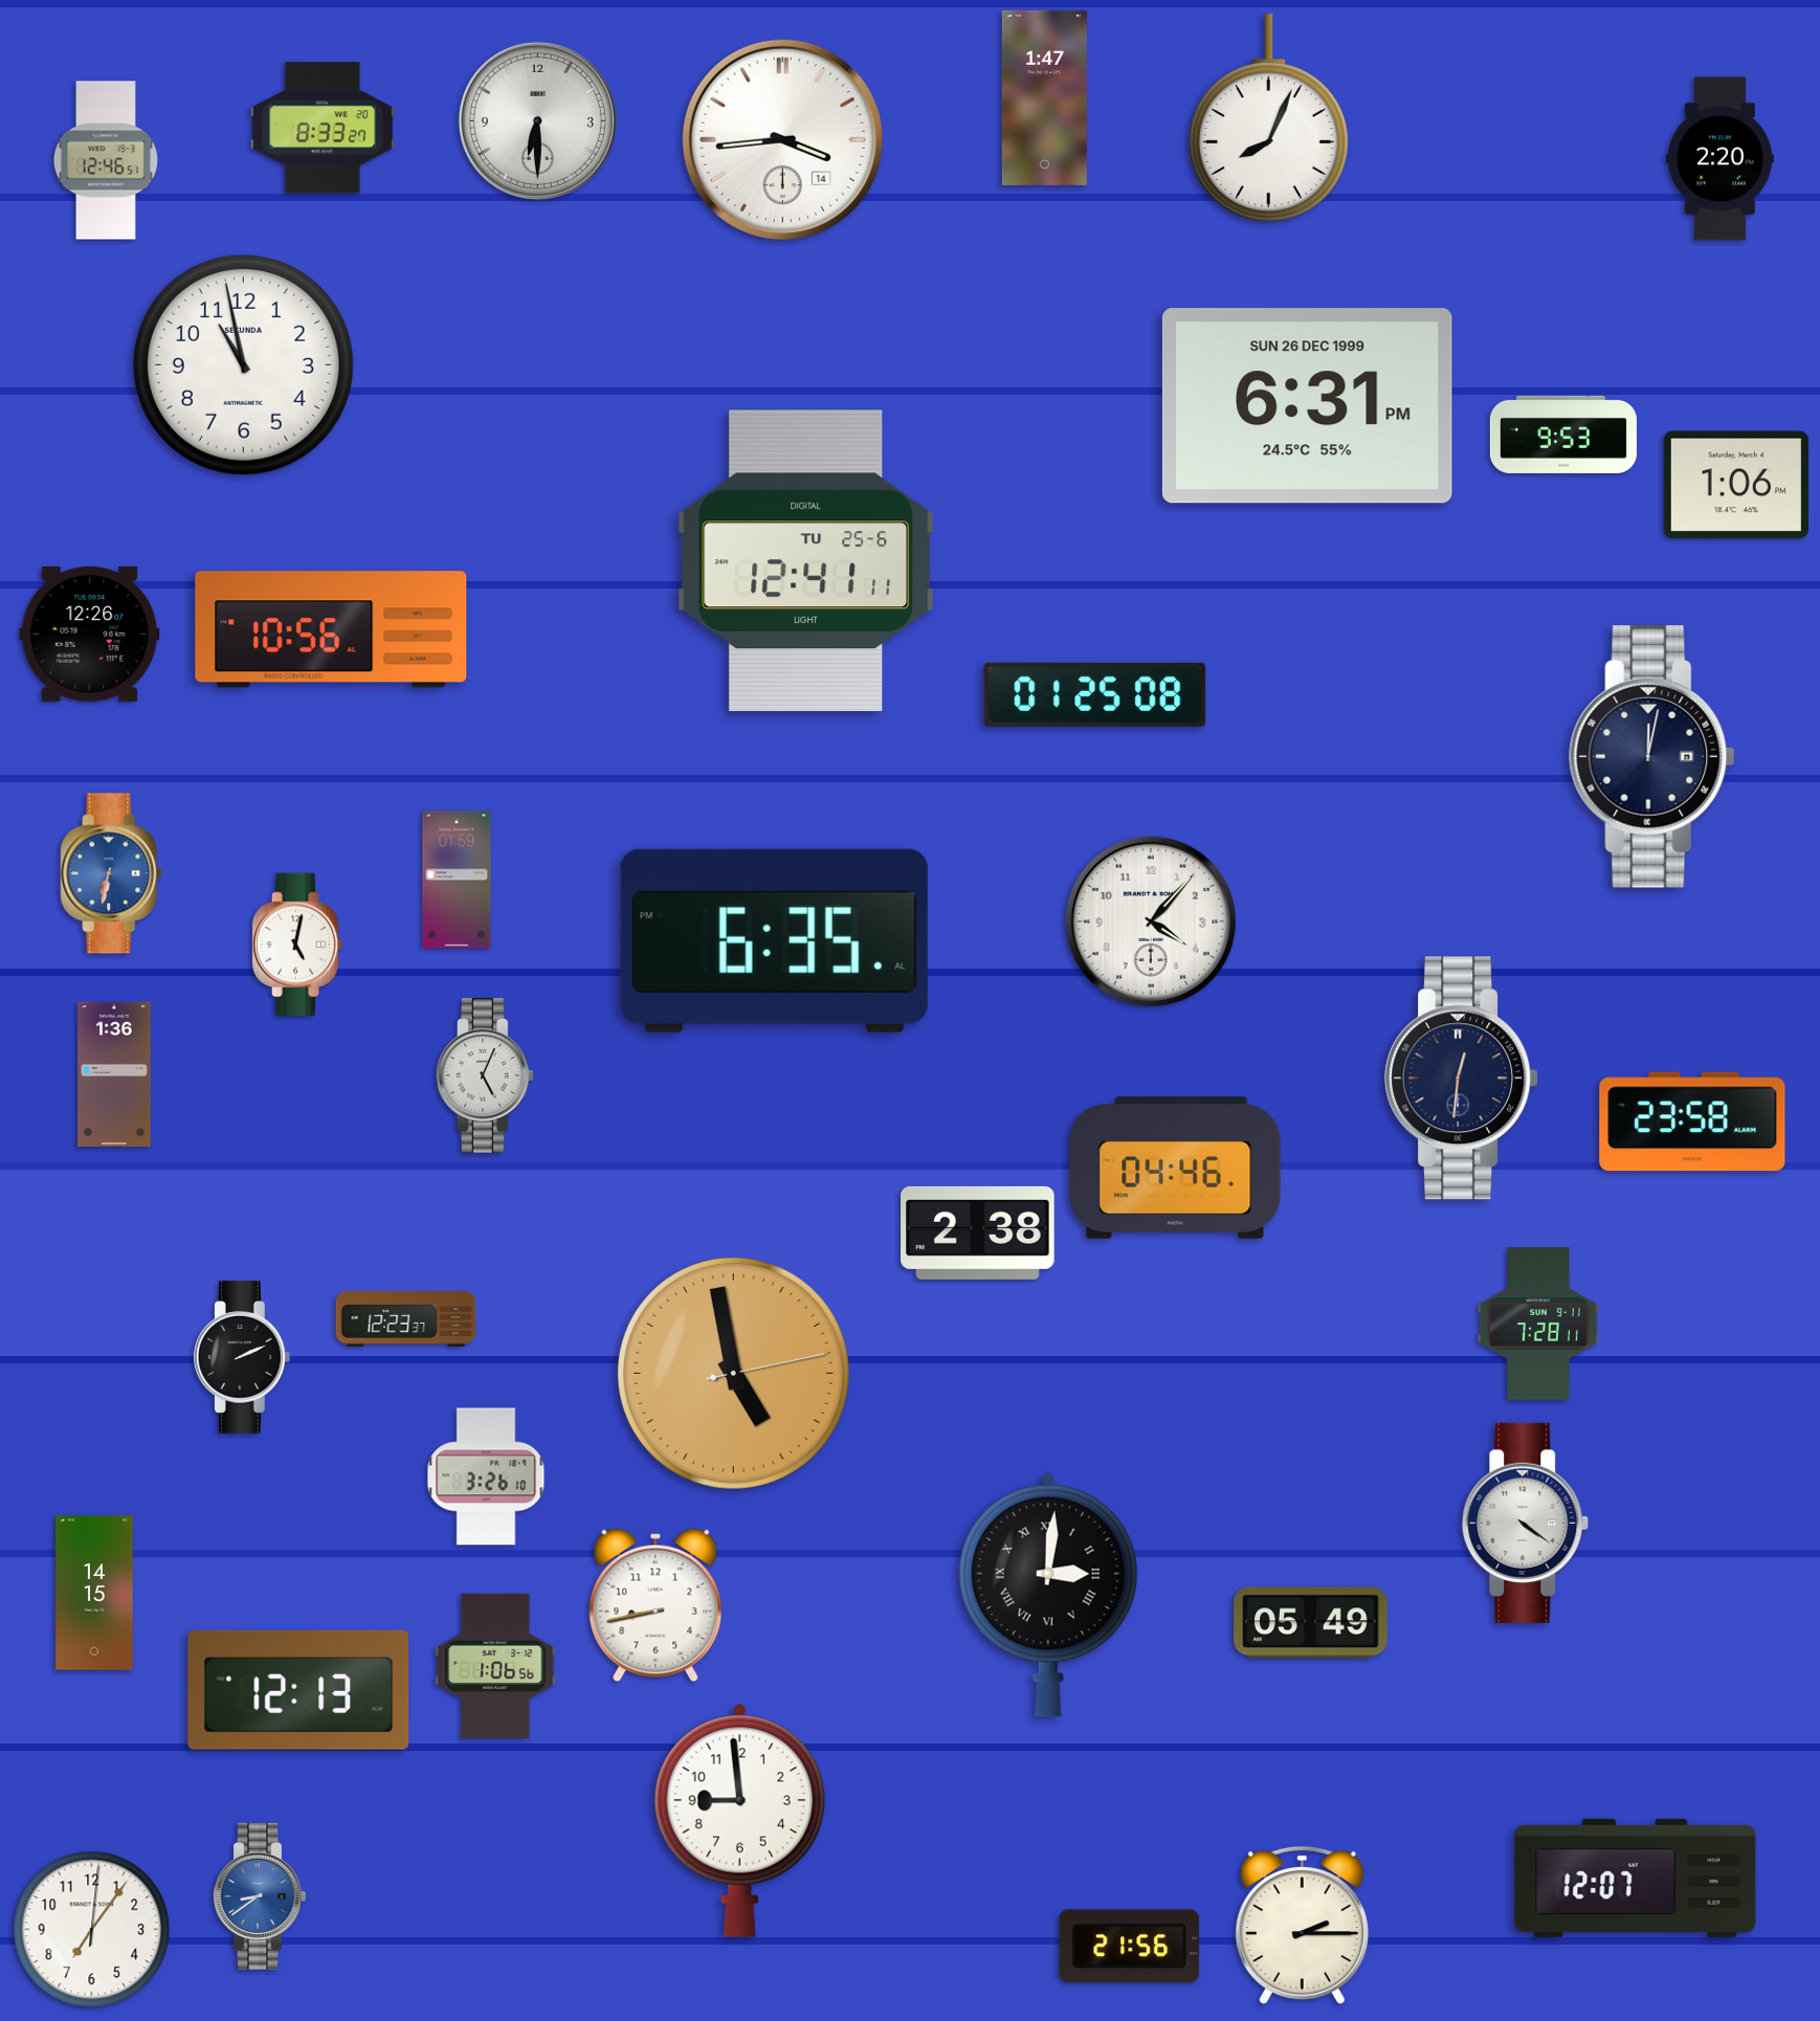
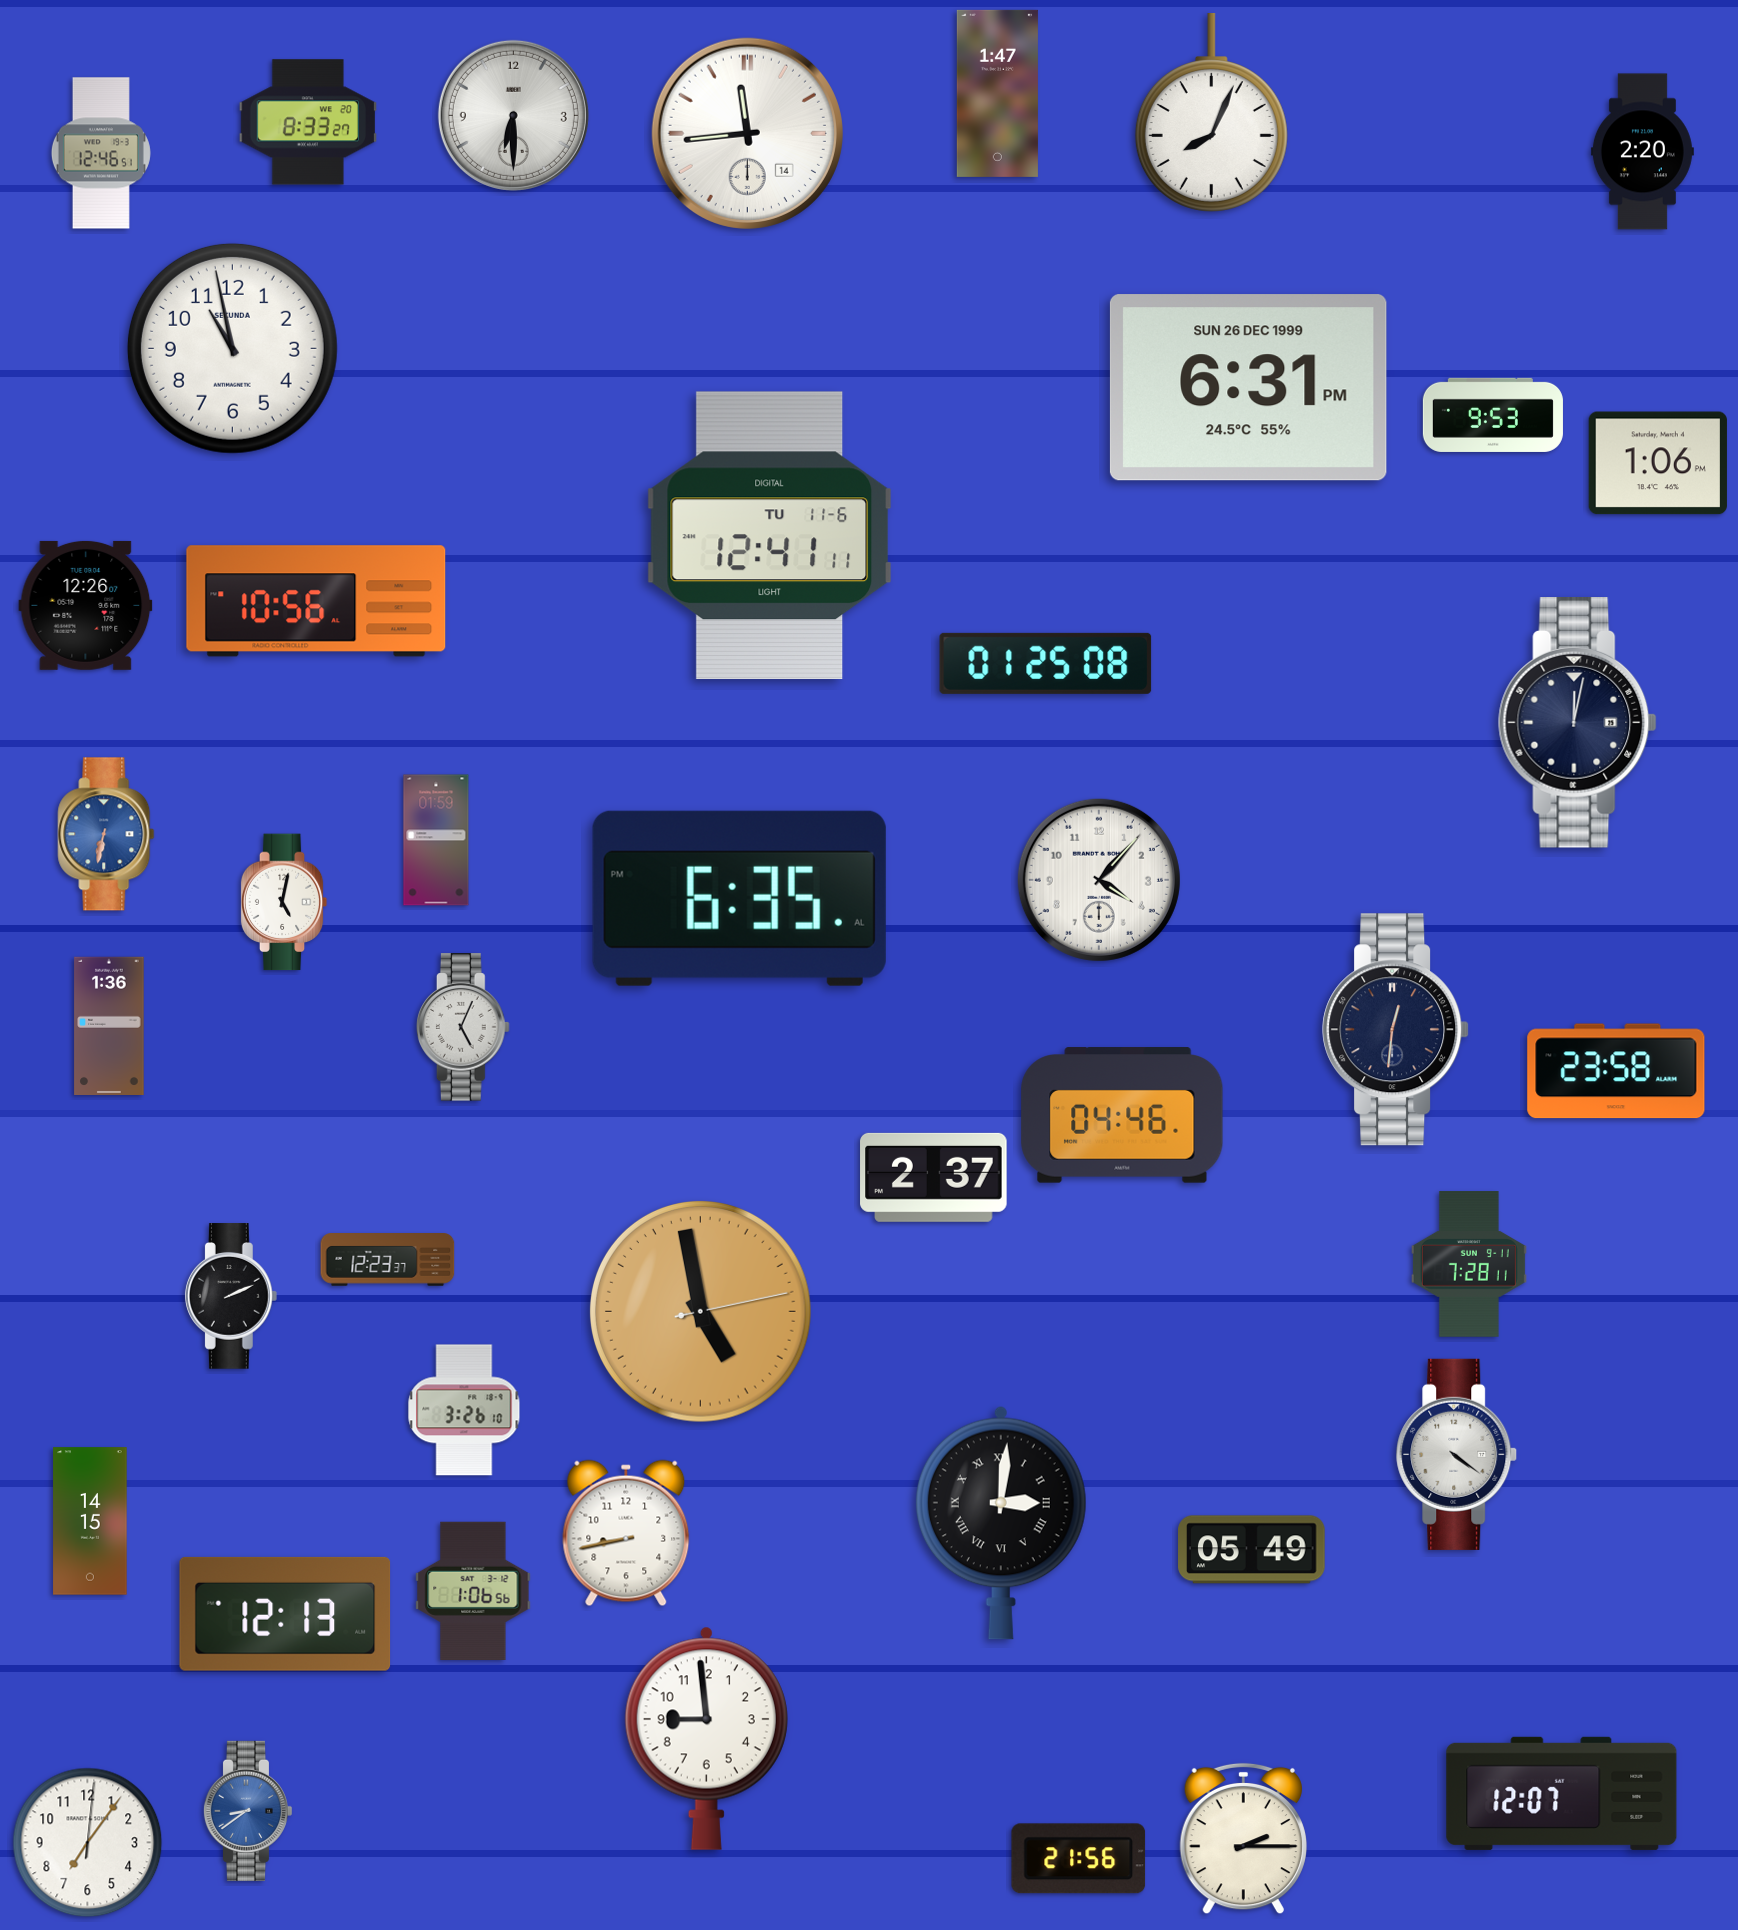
clock at (782, 139): 3:44 -> 11:44
clock at (806, 561) date: TU 25-6 -> TU 11-6
clock at (978, 1232): 2:38 -> 2:37
